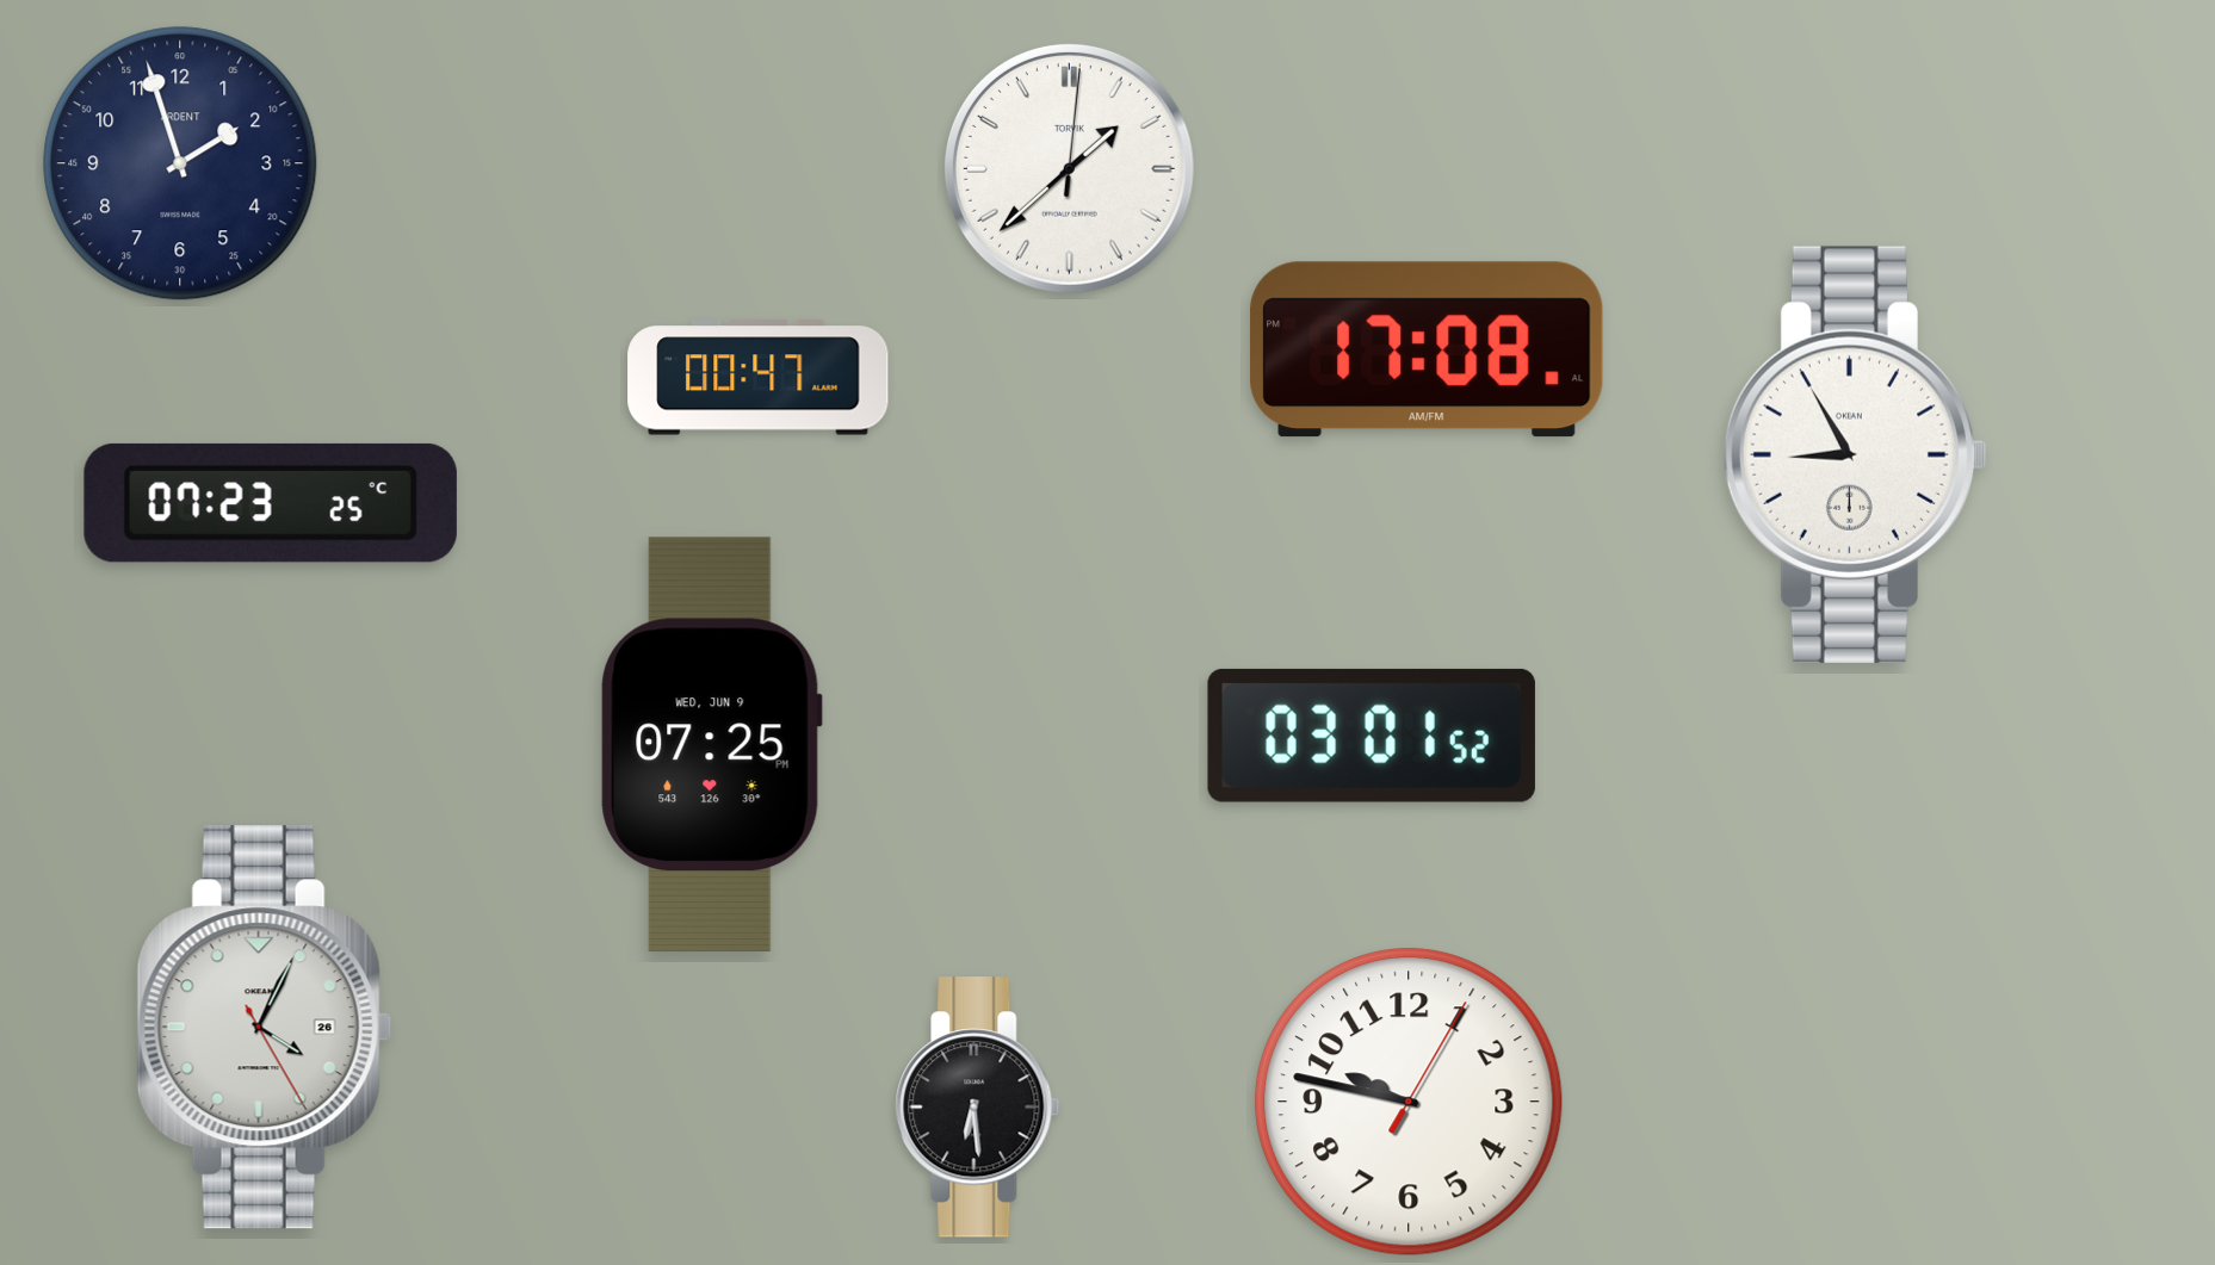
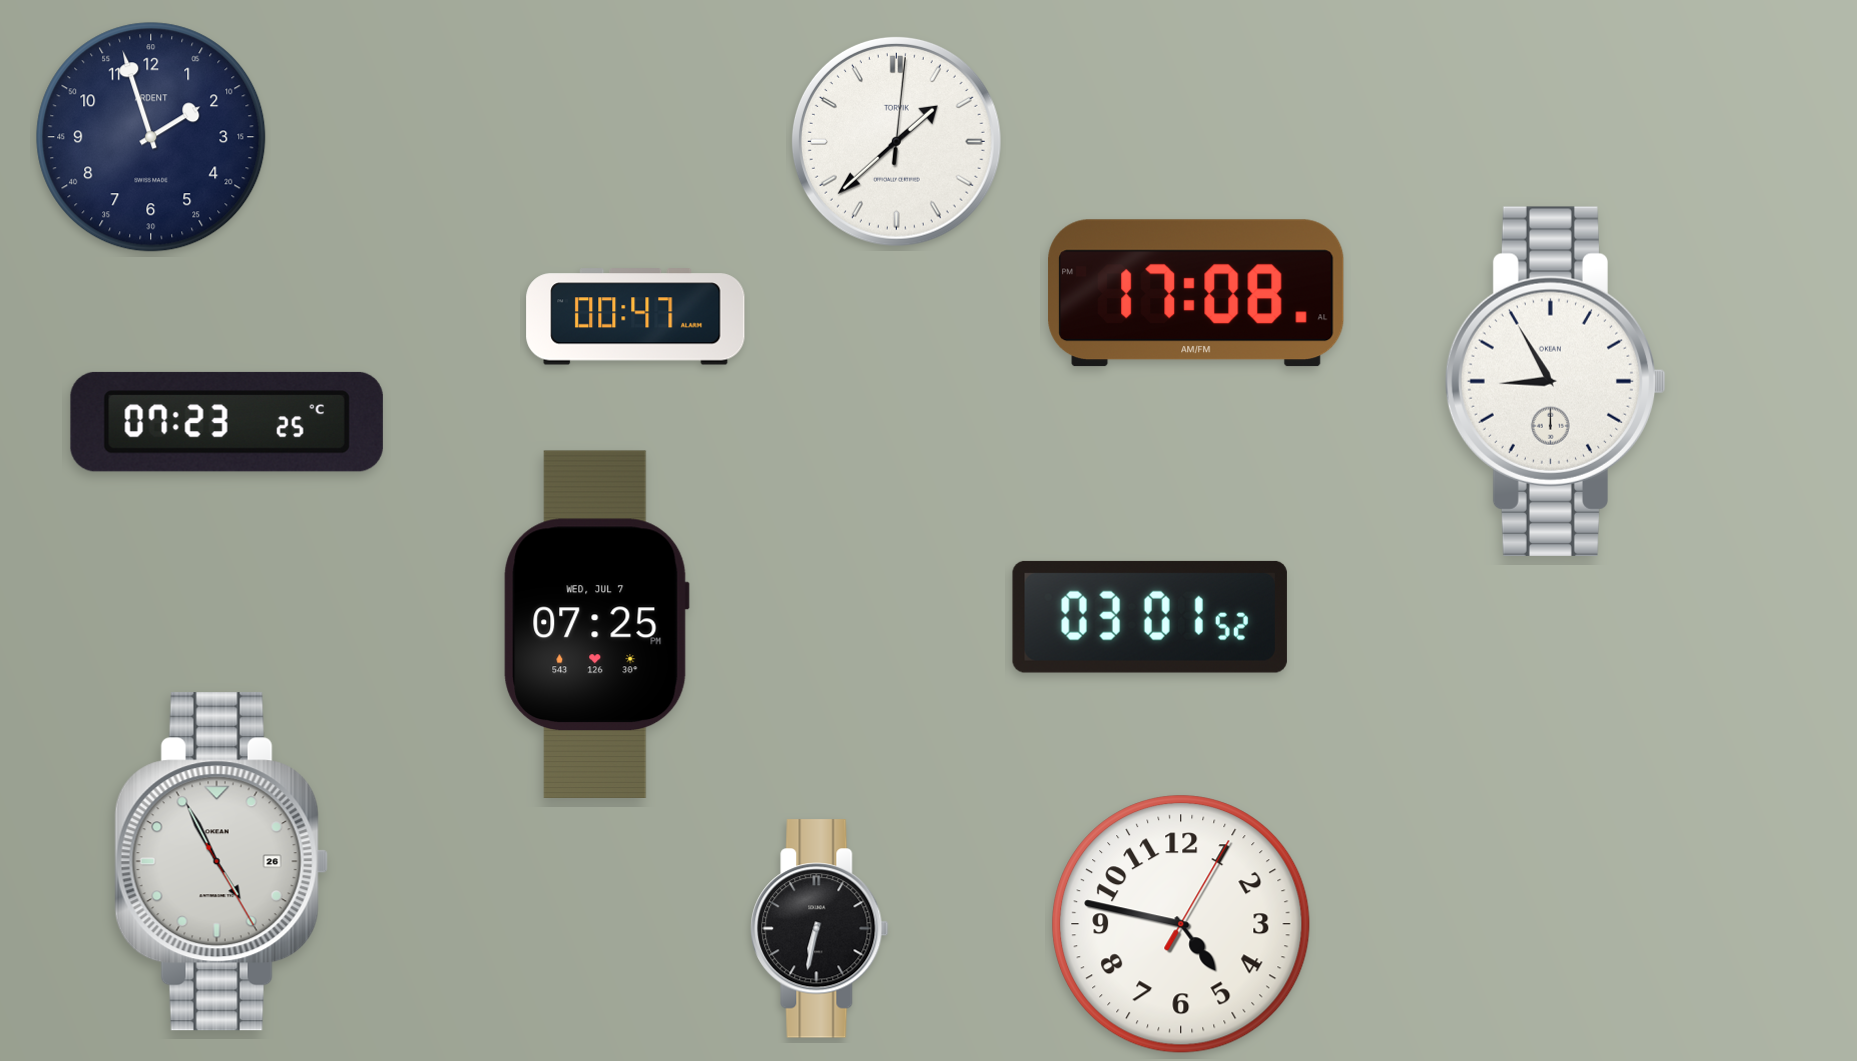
clock at (711, 744) date: WED, JUN 9 -> WED, JUL 7
clock at (264, 1028): 4:04 -> 4:55
clock at (1409, 1102): 9:47 -> 4:47
clock at (978, 1108): 6:29 -> 6:32
